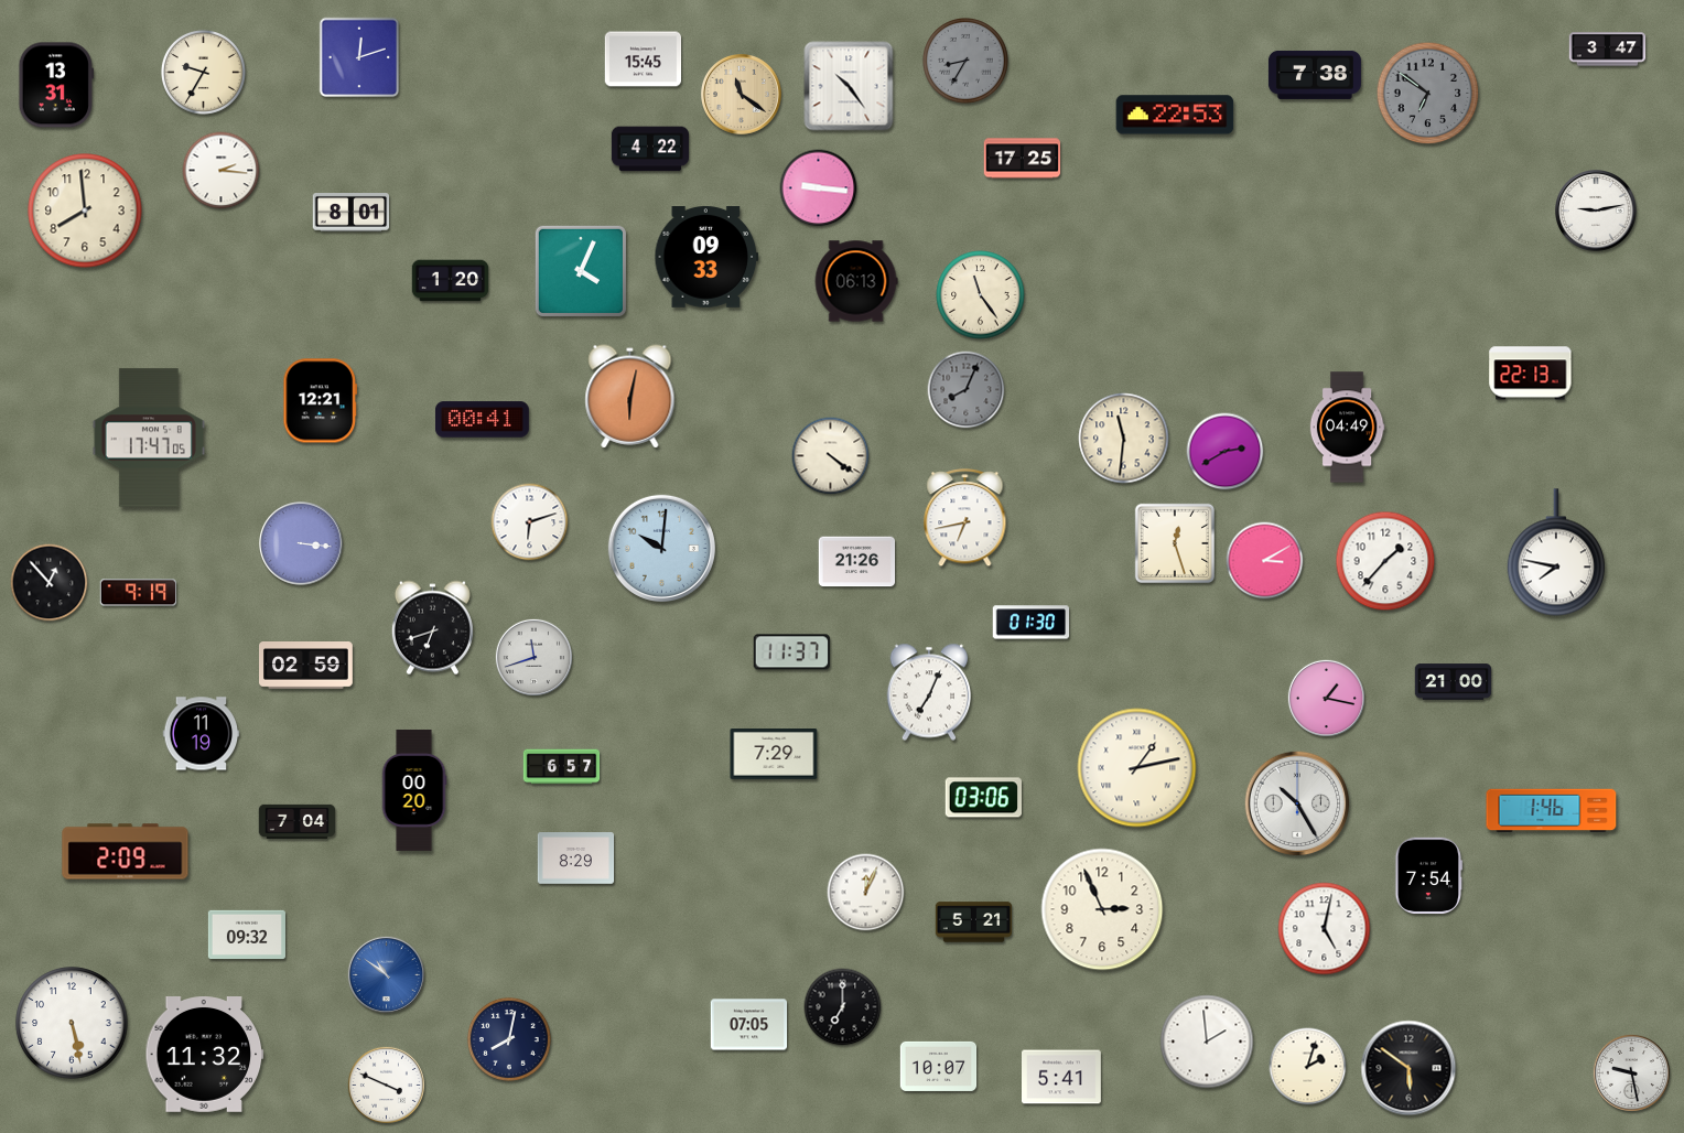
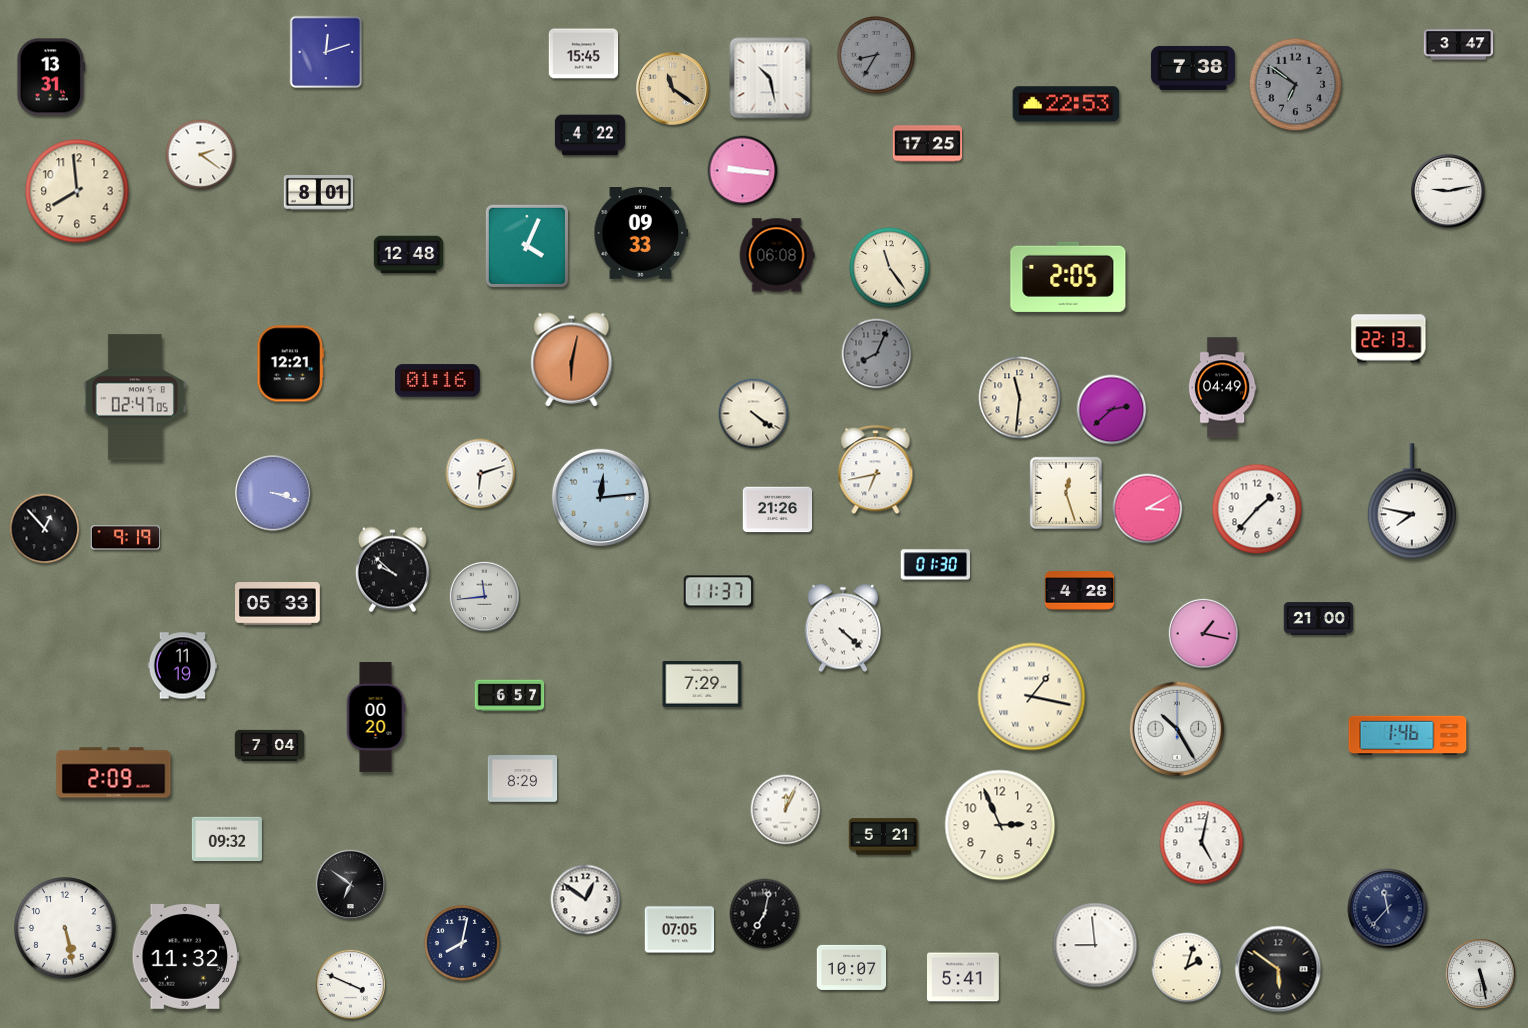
clock at (203, 72): 9:35 -> none
clock at (849, 86): 10:24 -> 10:28
clock at (742, 95) position: (742, 95) -> (673, 89)
clock at (222, 171): 2:16 -> 2:21
clock at (451, 281): 1:20 -> 12:48
clock at (856, 281): 06:13 -> 06:08
clock at (1068, 277): none -> 2:05
clock at (482, 420): 00:41 -> 01:16
clock at (149, 438): 17:47 -> 02:47
clock at (1226, 452): 2:40 -> 2:38
clock at (301, 543): 3:16 -> 3:18
clock at (661, 548): 10:01 -> 12:14
clock at (432, 628): 6:42 -> 9:52
clock at (1080, 591): none -> 4:28
clock at (533, 657): 11:42 -> 11:44
clock at (306, 666): 02:59 -> 05:33
clock at (929, 692): 7:04 -> 4:22
clock at (1137, 768): 1:13 -> 1:17
clock at (983, 798): 03:06 -> none
clock at (1429, 876): 7:54 -> none
clock at (247, 935) position: (247, 935) -> (227, 839)
clock at (386, 974): 10:51 -> 6:51
clock at (386, 974) dial: blue -> black
clock at (586, 900): none -> 12:51
clock at (1388, 909): none -> 11:37
clock at (843, 1007): 7:00 -> 7:02
clock at (1207, 1042): 1:59 -> 8:59
clock at (1631, 1072): 9:28 -> 5:28
